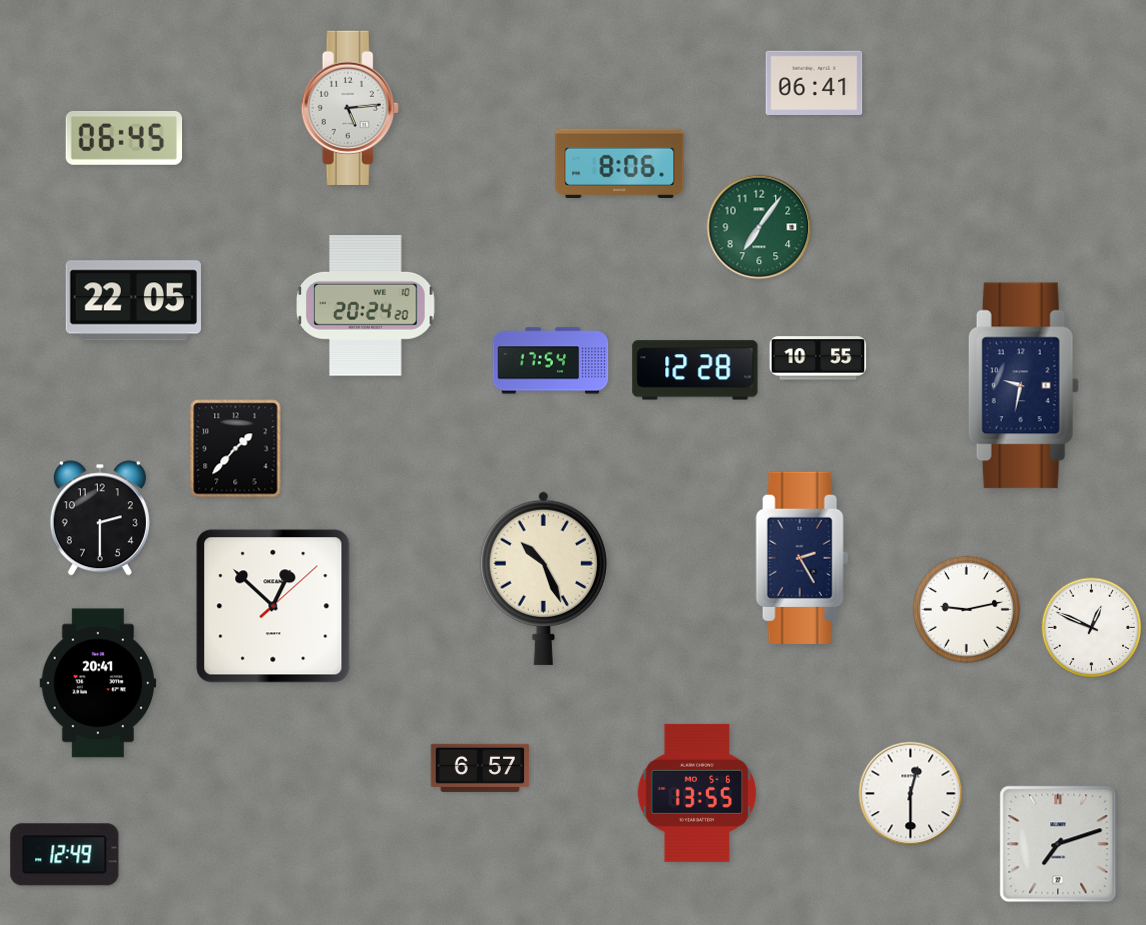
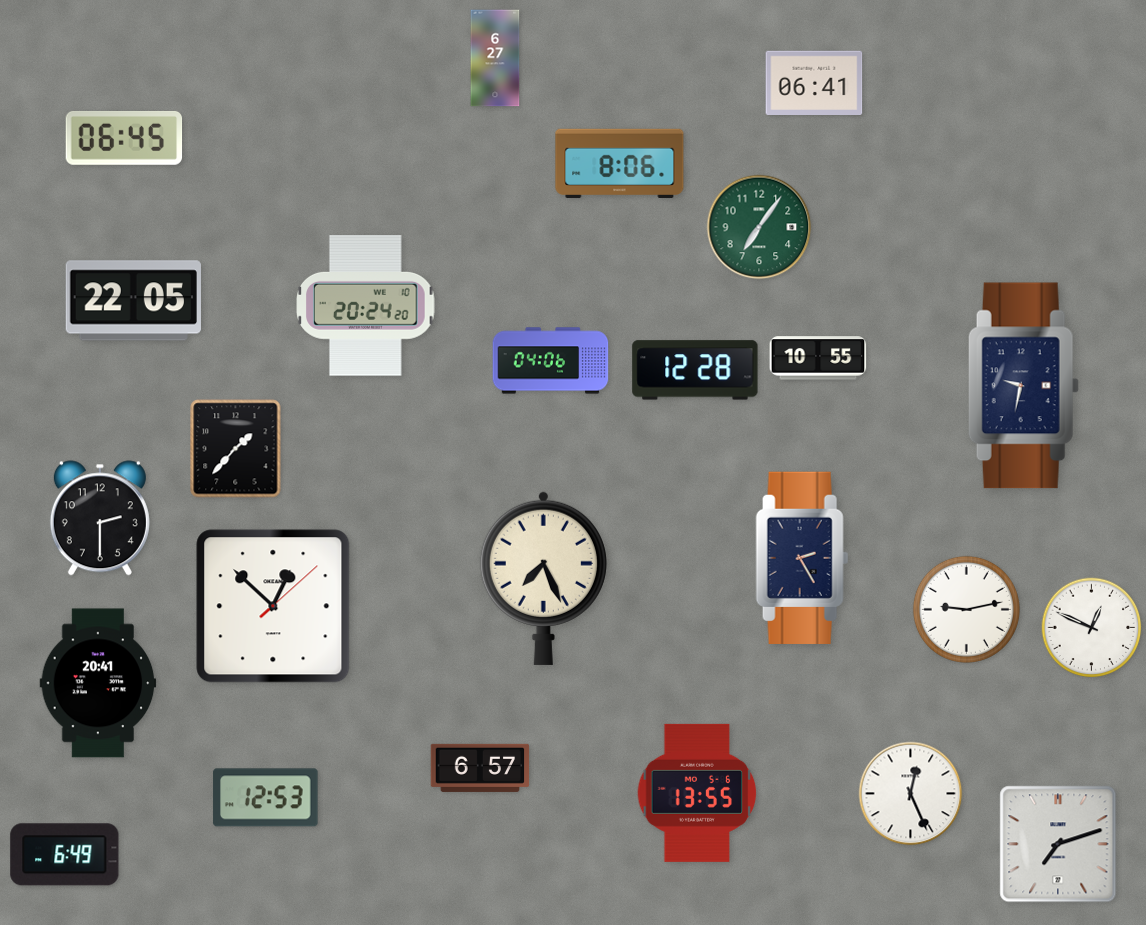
clock at (495, 58): none -> 6:27
clock at (350, 108): 5:14 -> none
clock at (551, 361): 17:54 -> 04:06
clock at (543, 578): 10:26 -> 7:26
clock at (911, 794): 12:30 -> 12:26
clock at (266, 798): none -> 12:53
clock at (65, 855): 12:49 -> 6:49
